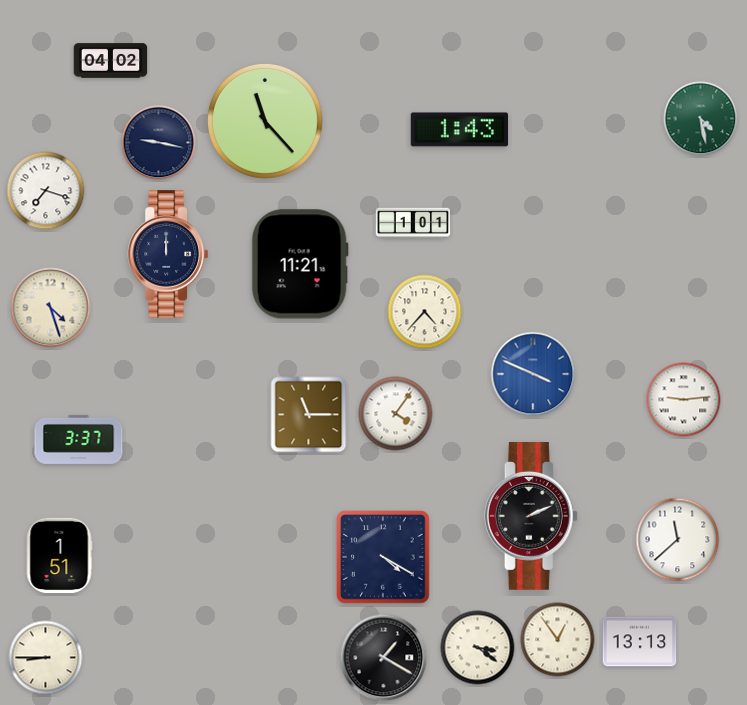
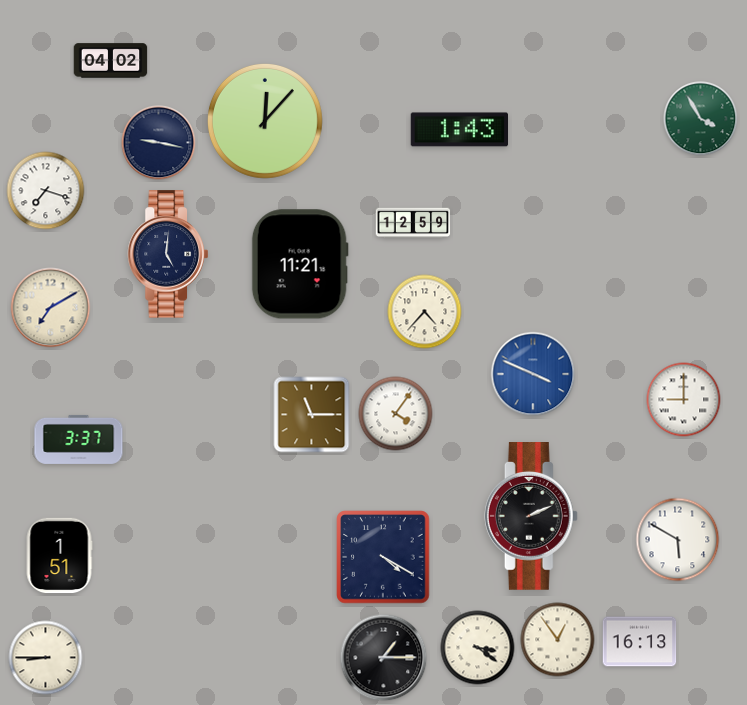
clock at (701, 119): 4:28 -> 3:55
clock at (265, 121): 11:23 -> 12:07
clock at (413, 223): 1:01 -> 12:59
clock at (168, 254): 12:00 -> 5:01
clock at (51, 308): 4:27 -> 7:10
clock at (684, 400): 9:14 -> 9:00
clock at (309, 415) position: (309, 415) -> (312, 415)
clock at (678, 540): 11:38 -> 5:50
clock at (640, 642): 13:13 -> 16:13
clock at (384, 658): 1:20 -> 1:15
